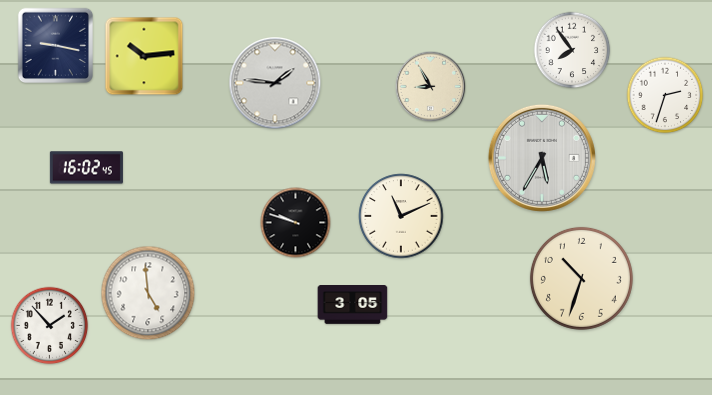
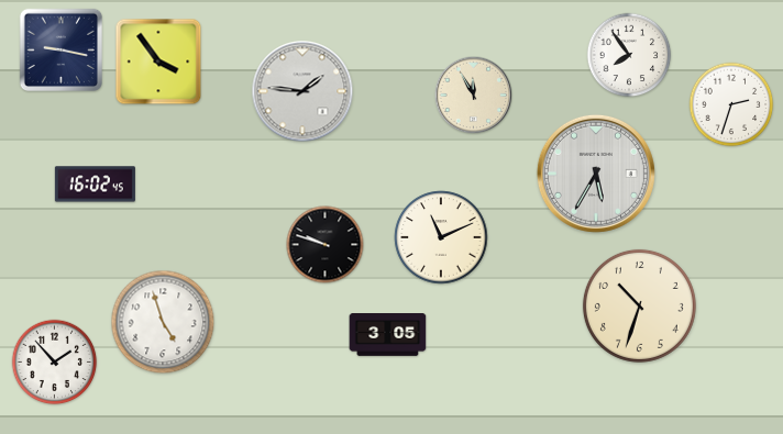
clock at (144, 56): 10:14 -> 3:54
clock at (431, 87): 8:55 -> 11:55
clock at (148, 293): 4:59 -> 4:57
clock at (50, 326) position: (50, 326) -> (55, 363)
